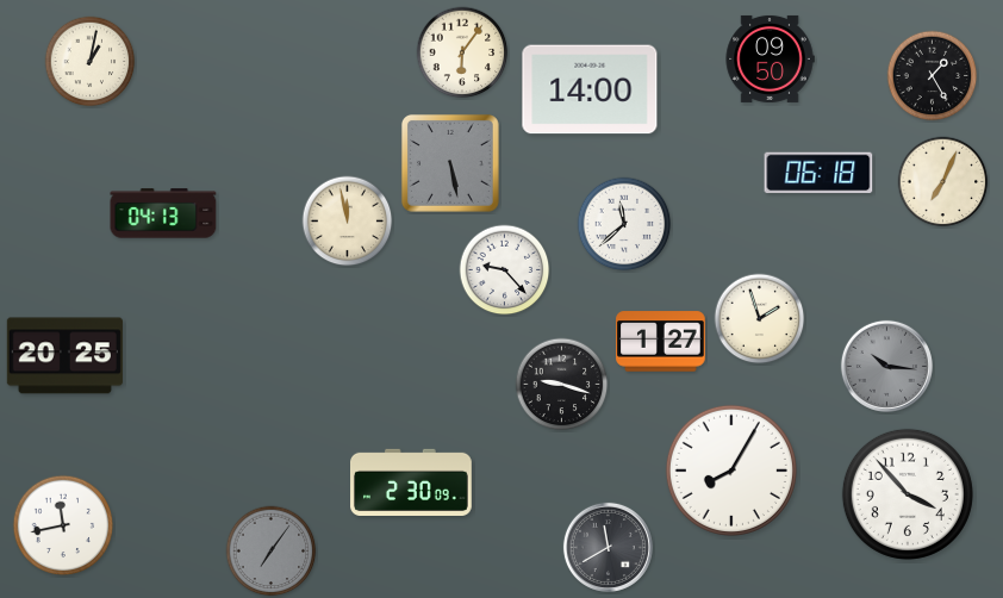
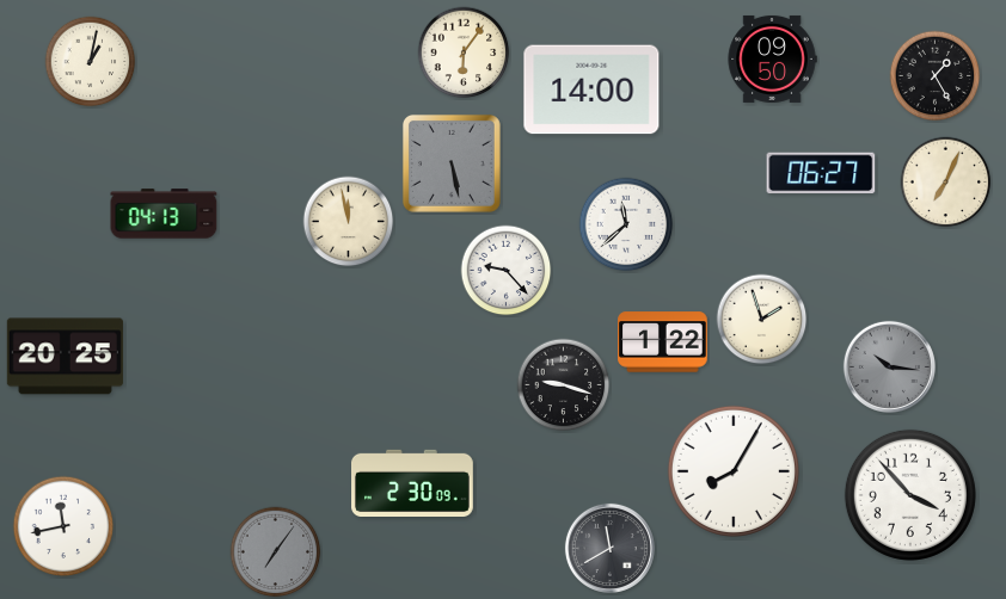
clock at (818, 173): 06:18 -> 06:27
clock at (661, 342): 1:27 -> 1:22
clock at (272, 552) position: (272, 552) -> (276, 552)
